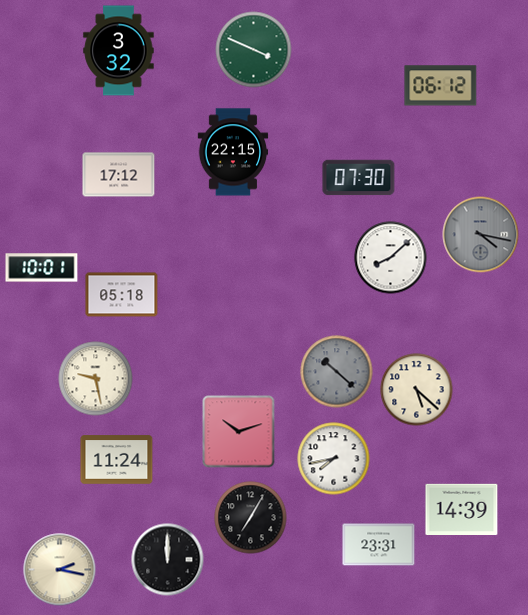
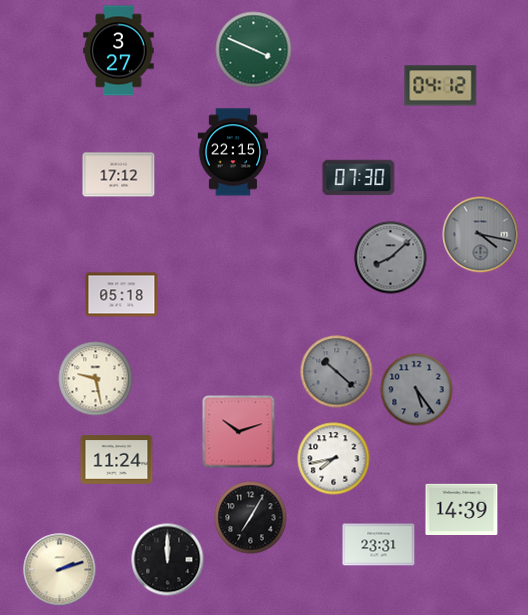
clock at (119, 51): 3:32 -> 3:27
clock at (441, 86): 06:12 -> 04:12
clock at (391, 258) dial: white -> grey
clock at (42, 268): 10:01 -> none
clock at (417, 390): 5:22 -> 5:24
clock at (417, 390) dial: cream -> grey
clock at (60, 570): 2:17 -> 2:12
